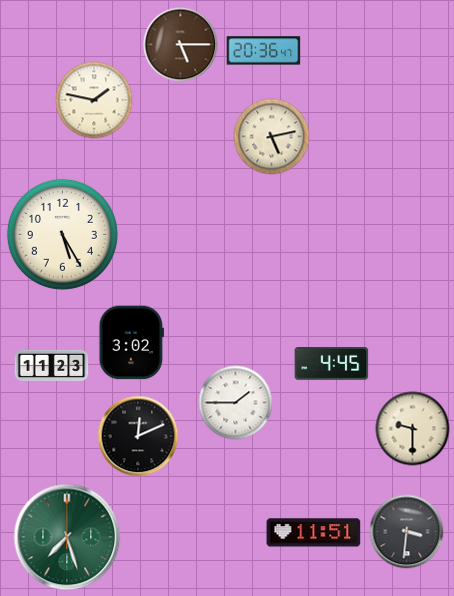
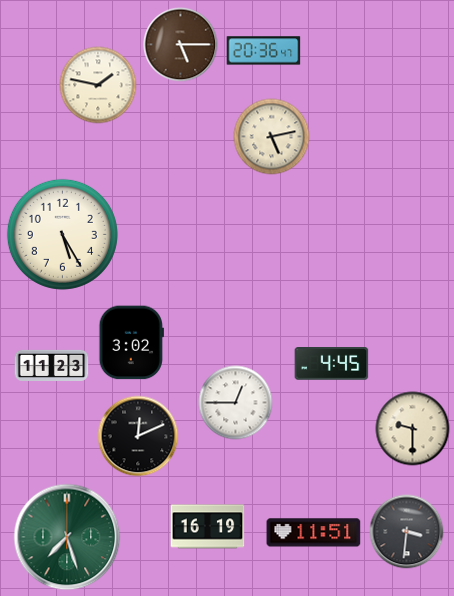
clock at (94, 100) position: (94, 100) -> (98, 85)
clock at (236, 403): 1:45 -> 12:45
clock at (208, 527): none -> 16:19
